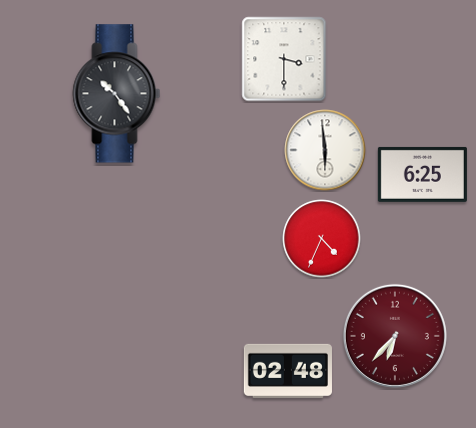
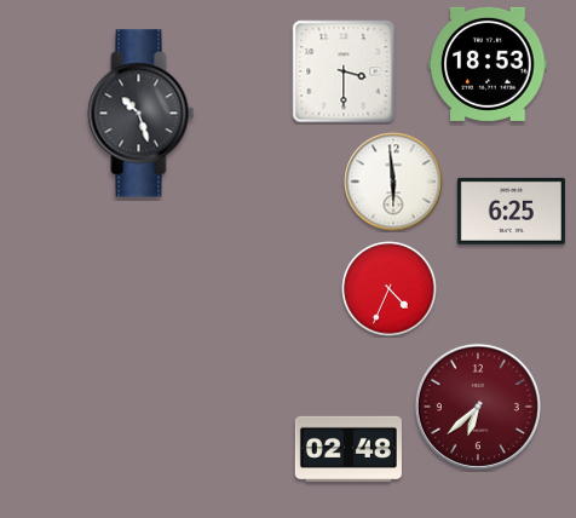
clock at (488, 64): none -> 18:53
clock at (117, 94): 10:24 -> 10:27
clock at (395, 336): 6:37 -> 6:38
